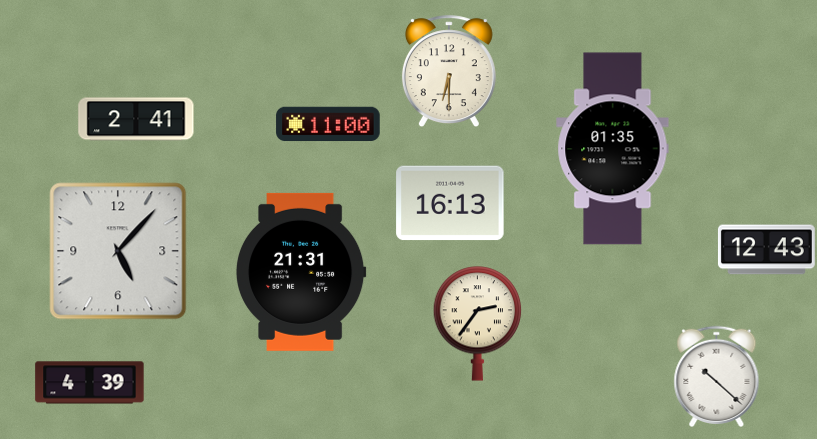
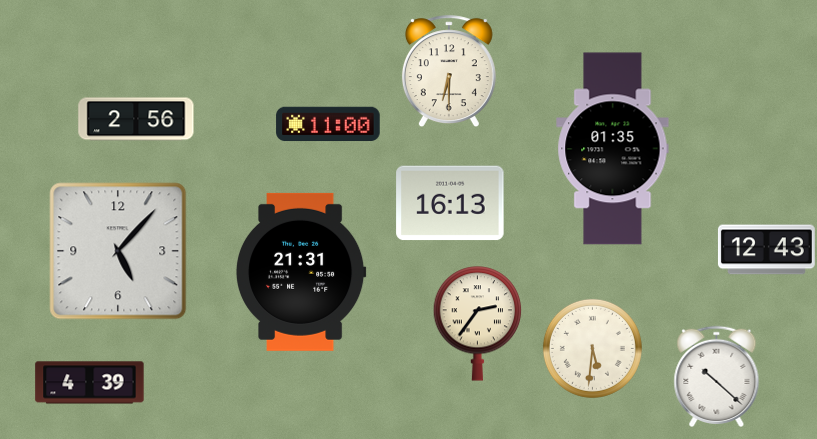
clock at (136, 119): 2:41 -> 2:56
clock at (592, 348): none -> 5:31
